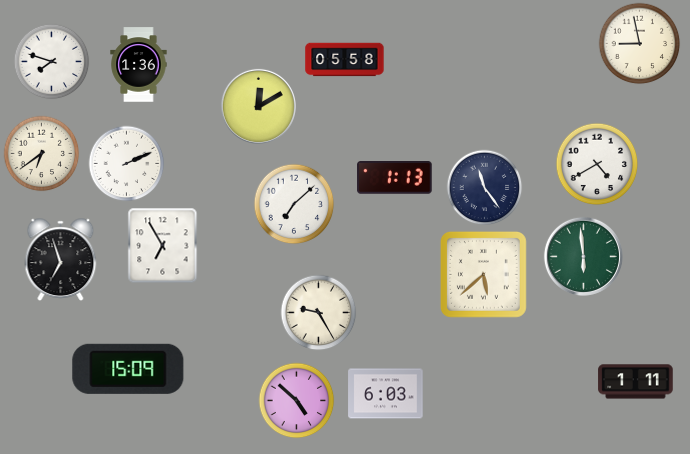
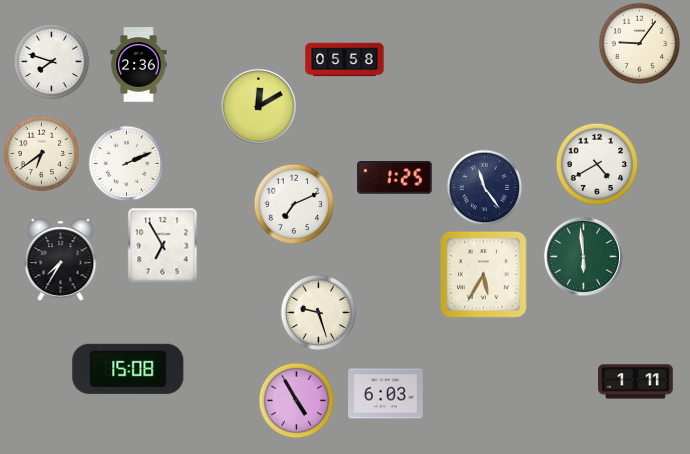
clock at (640, 44): 8:58 -> 9:06
clock at (139, 65): 1:36 -> 2:36
clock at (395, 178): 1:13 -> 1:25
clock at (294, 204): 7:08 -> 7:11
clock at (61, 260): 6:57 -> 7:35
clock at (484, 274): 5:38 -> 5:35
clock at (319, 313): 9:25 -> 9:27
clock at (128, 369): 15:09 -> 15:08
clock at (297, 401): 4:52 -> 4:55
